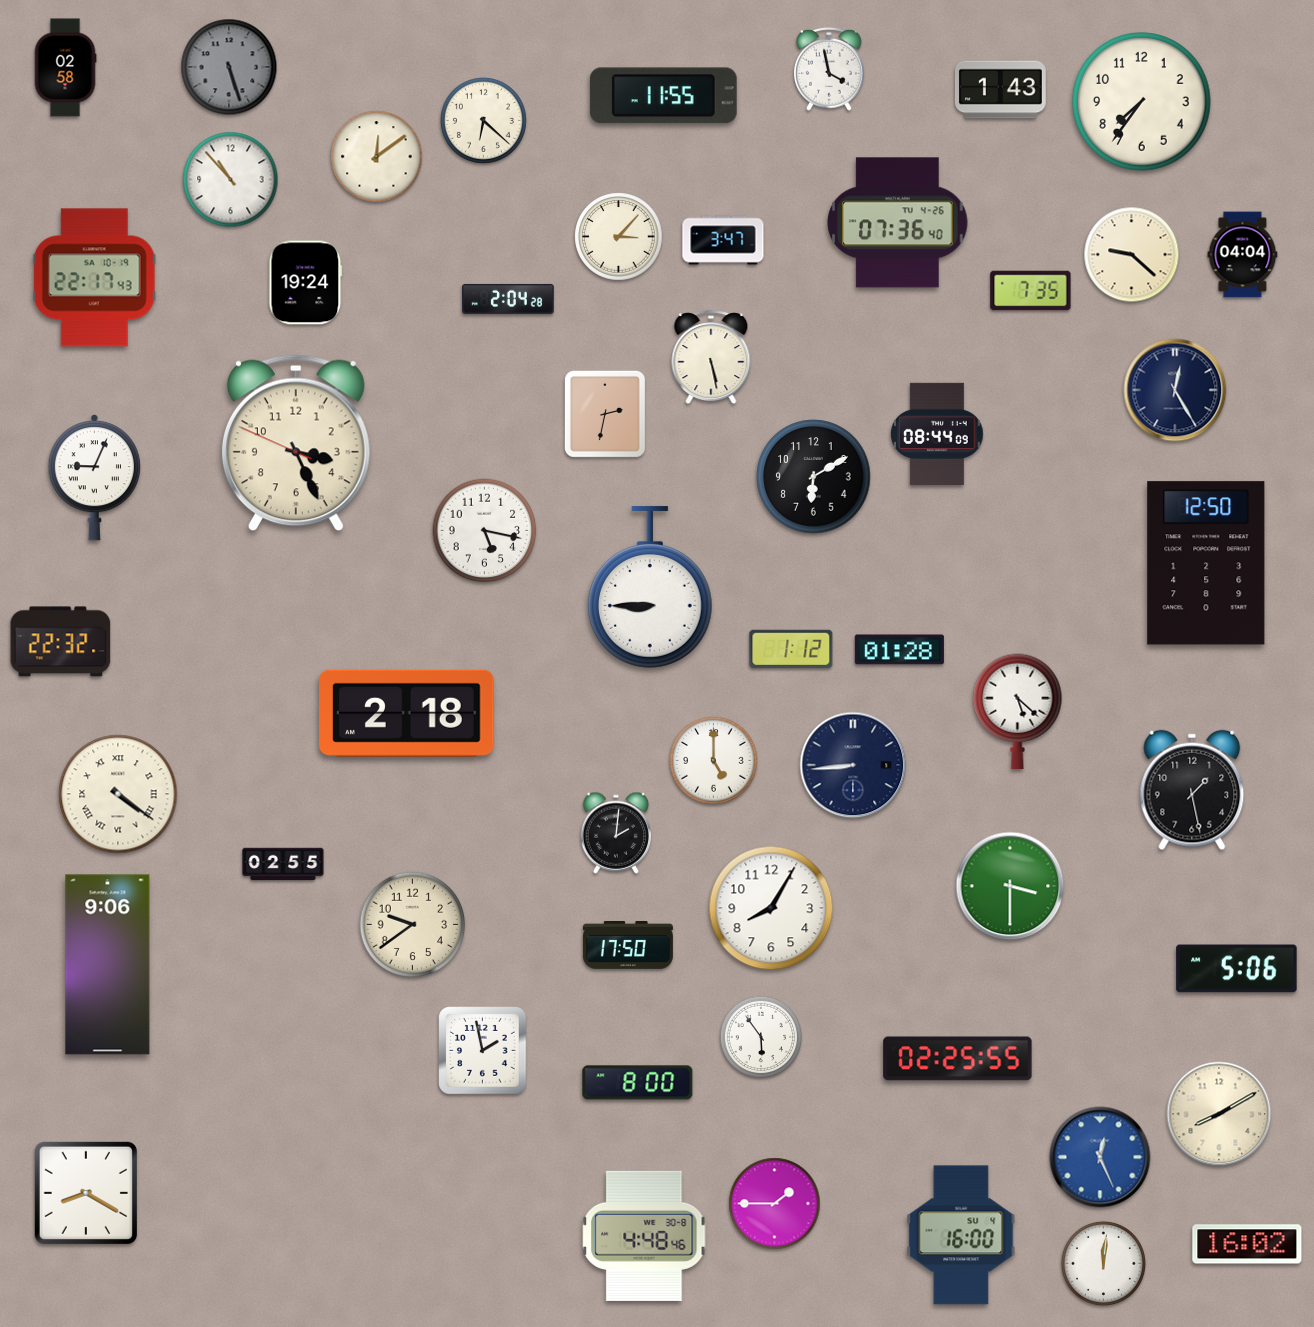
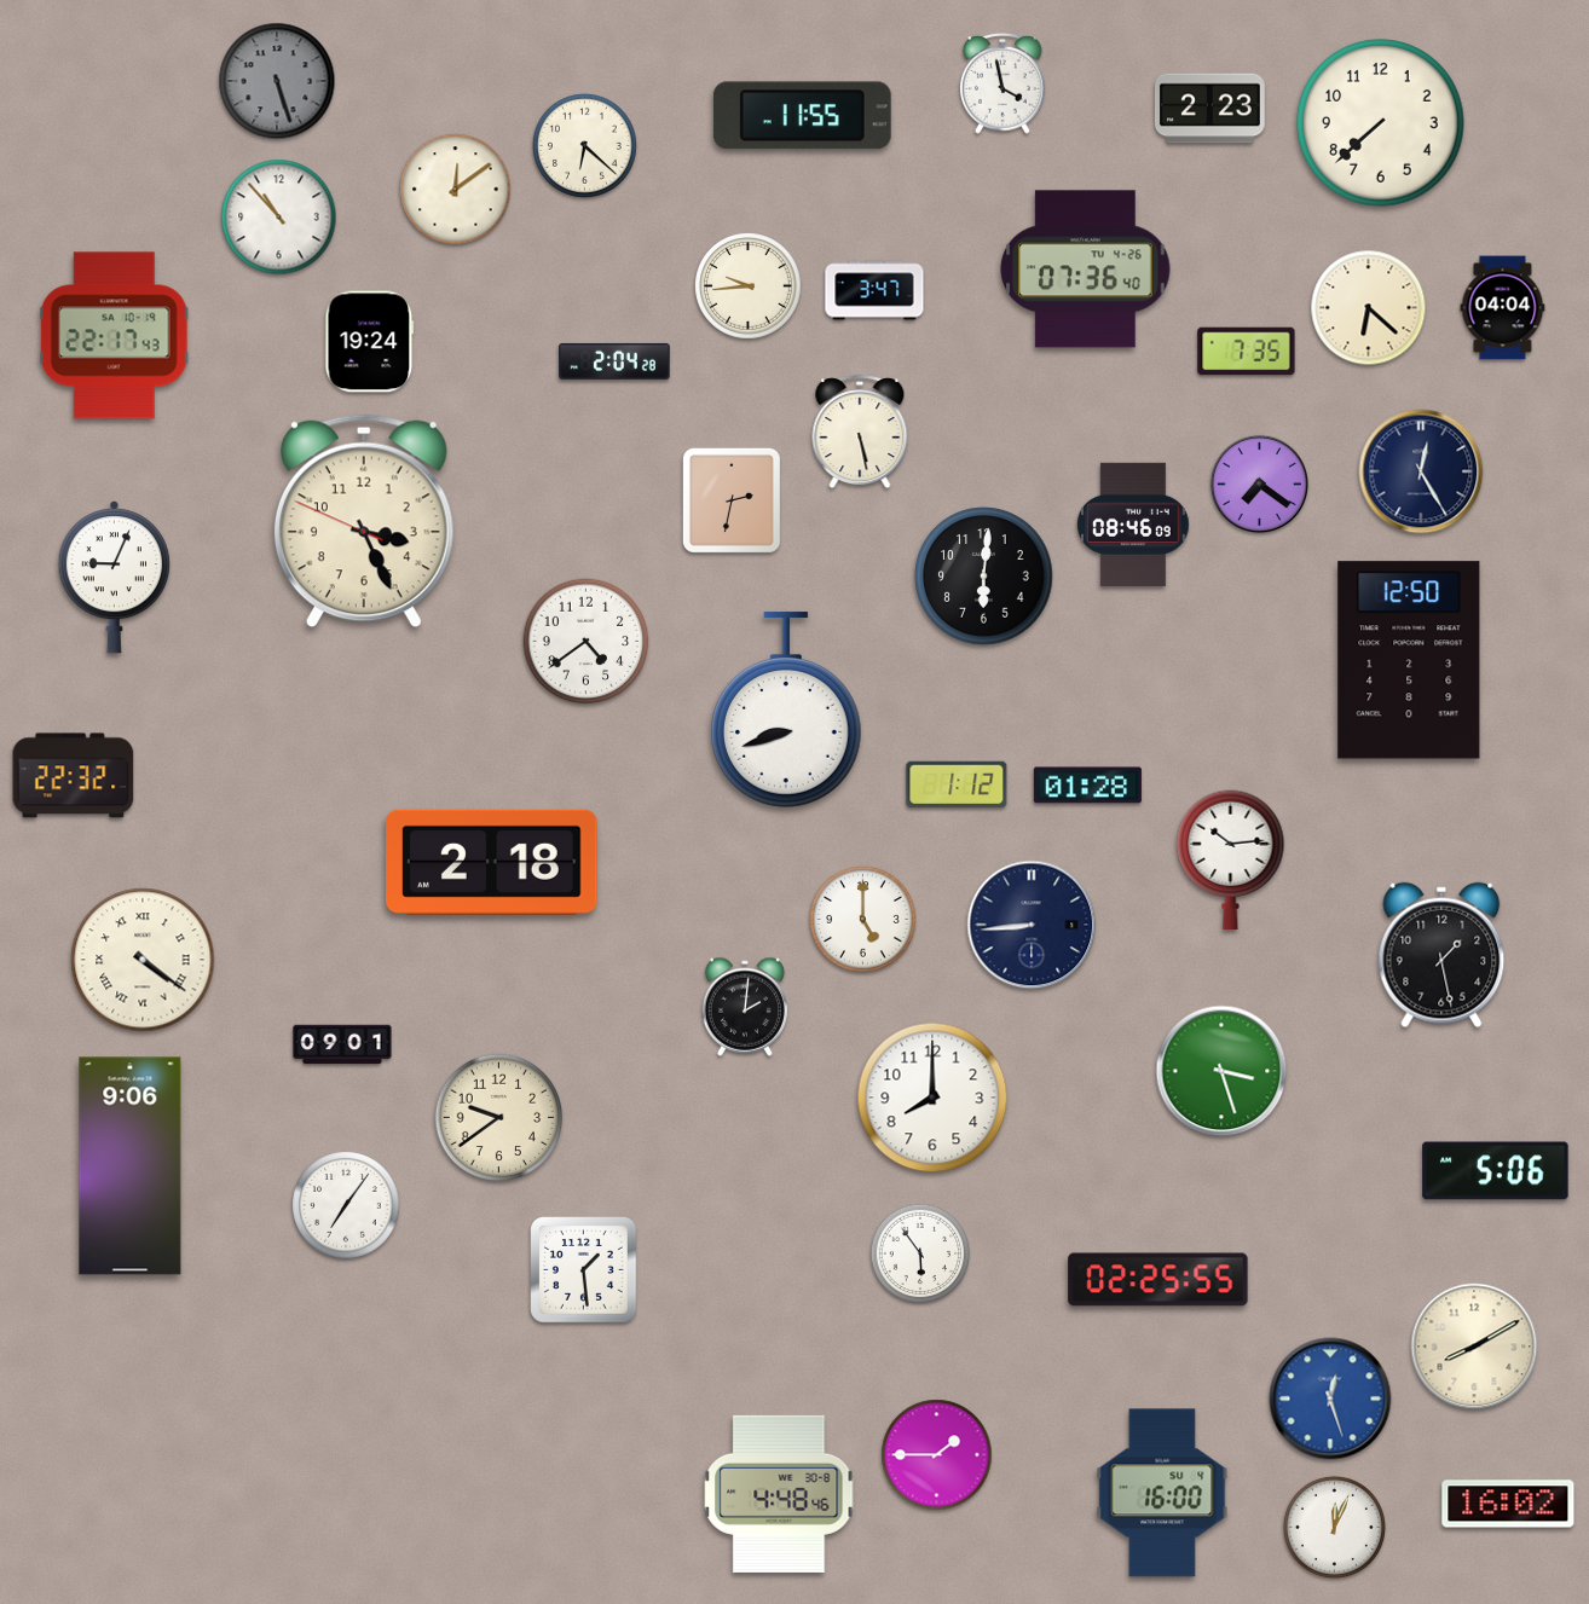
clock at (65, 68): 02:58 -> none
clock at (1000, 90): 1:43 -> 2:23
clock at (1142, 102): 7:36 -> 7:38
clock at (619, 237): 3:07 -> 9:44
clock at (1132, 255): 9:22 -> 6:22
clock at (1259, 483): none -> 7:21
clock at (937, 434): 08:44 -> 08:46
clock at (296, 443) position: (296, 443) -> (364, 521)
clock at (814, 477): 6:10 -> 6:01
clock at (485, 531): 5:17 -> 4:39
clock at (1206, 563) position: (1206, 563) -> (1409, 660)
clock at (650, 587): 8:45 -> 8:42
clock at (1018, 712): 5:22 -> 10:14
clock at (283, 864): 02:55 -> 09:01
clock at (1010, 886): 3:30 -> 3:27
clock at (771, 908): 8:05 -> 8:00
clock at (628, 946): 17:50 -> none
clock at (346, 1205): none -> 7:06
clock at (483, 1051): 1:58 -> 1:29
clock at (638, 1083): 8:00 -> none
clock at (1100, 1157): 12:26 -> 12:27
clock at (86, 1193): 8:20 -> none
clock at (1103, 1263): 12:01 -> 12:04
